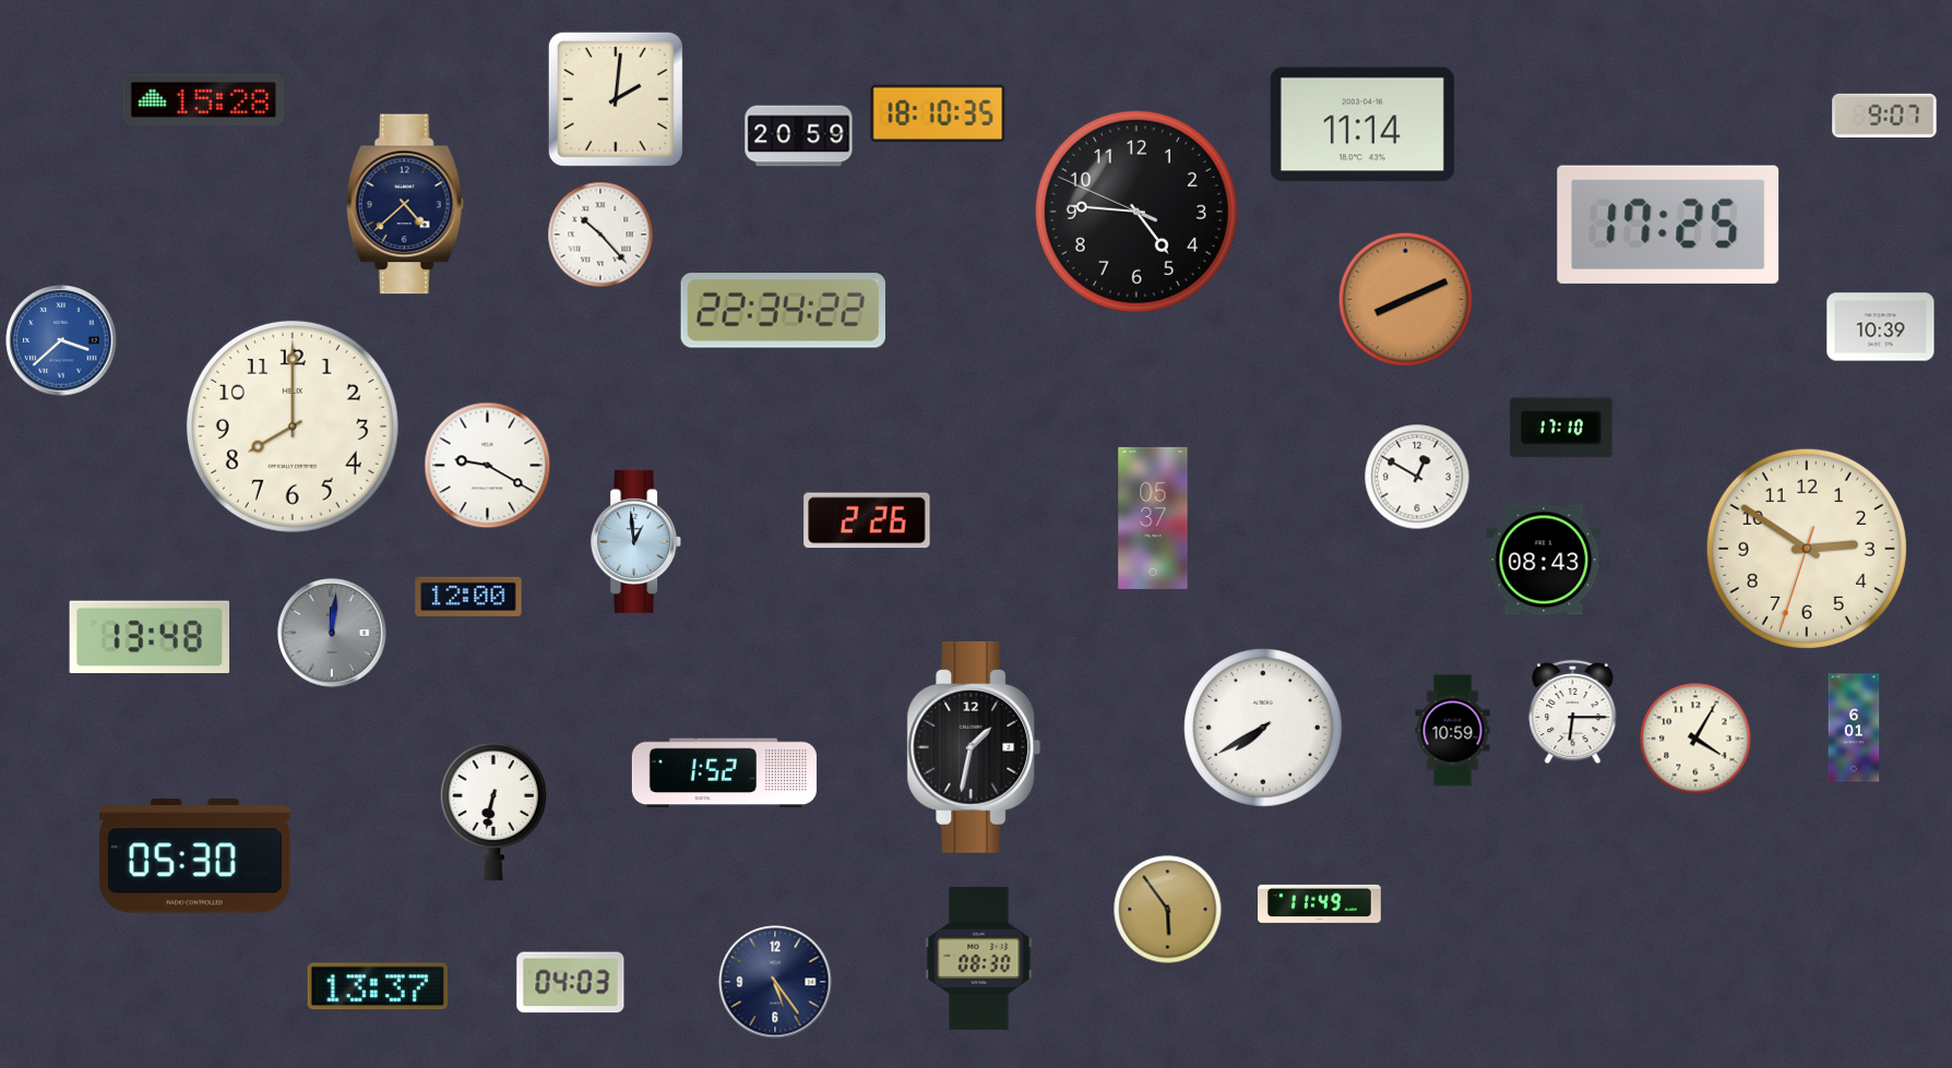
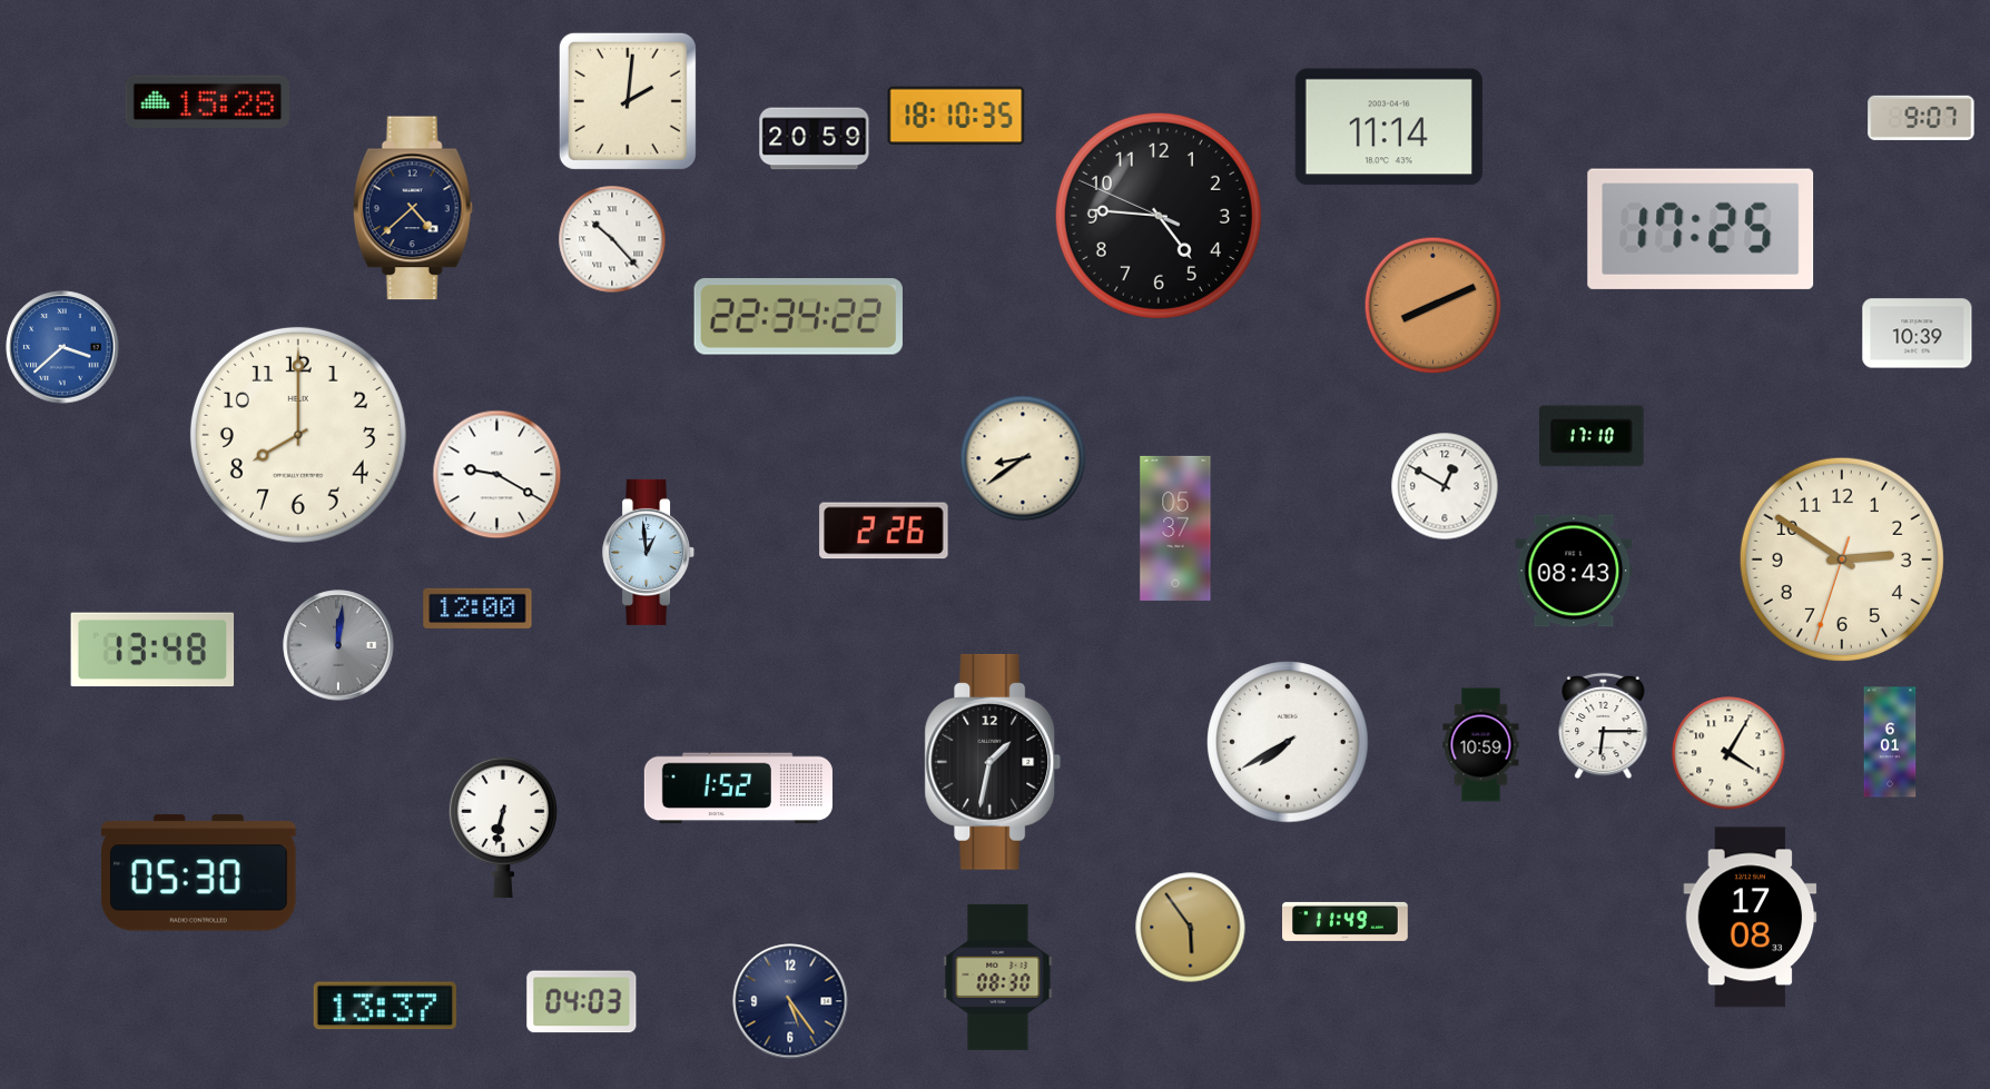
clock at (1023, 458): none -> 8:39
clock at (1751, 918): none -> 17:08
